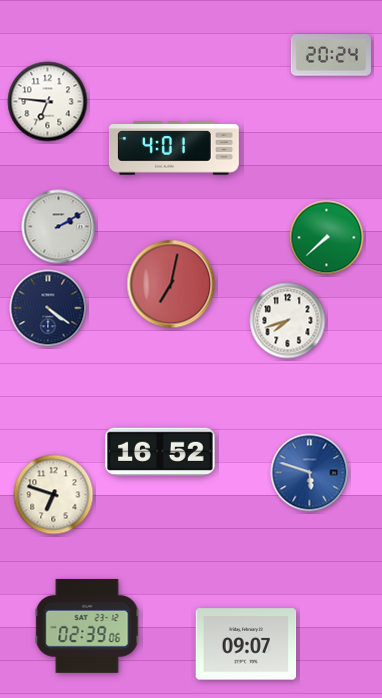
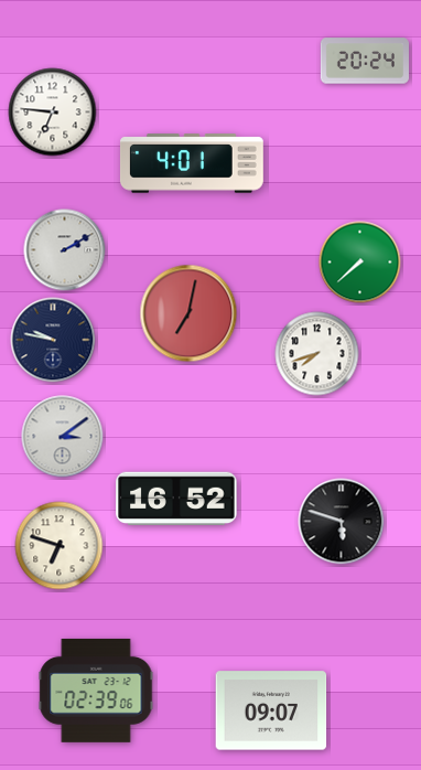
clock at (48, 308): 4:21 -> 9:47
clock at (63, 437): none -> 3:09
clock at (310, 473) dial: blue -> black
